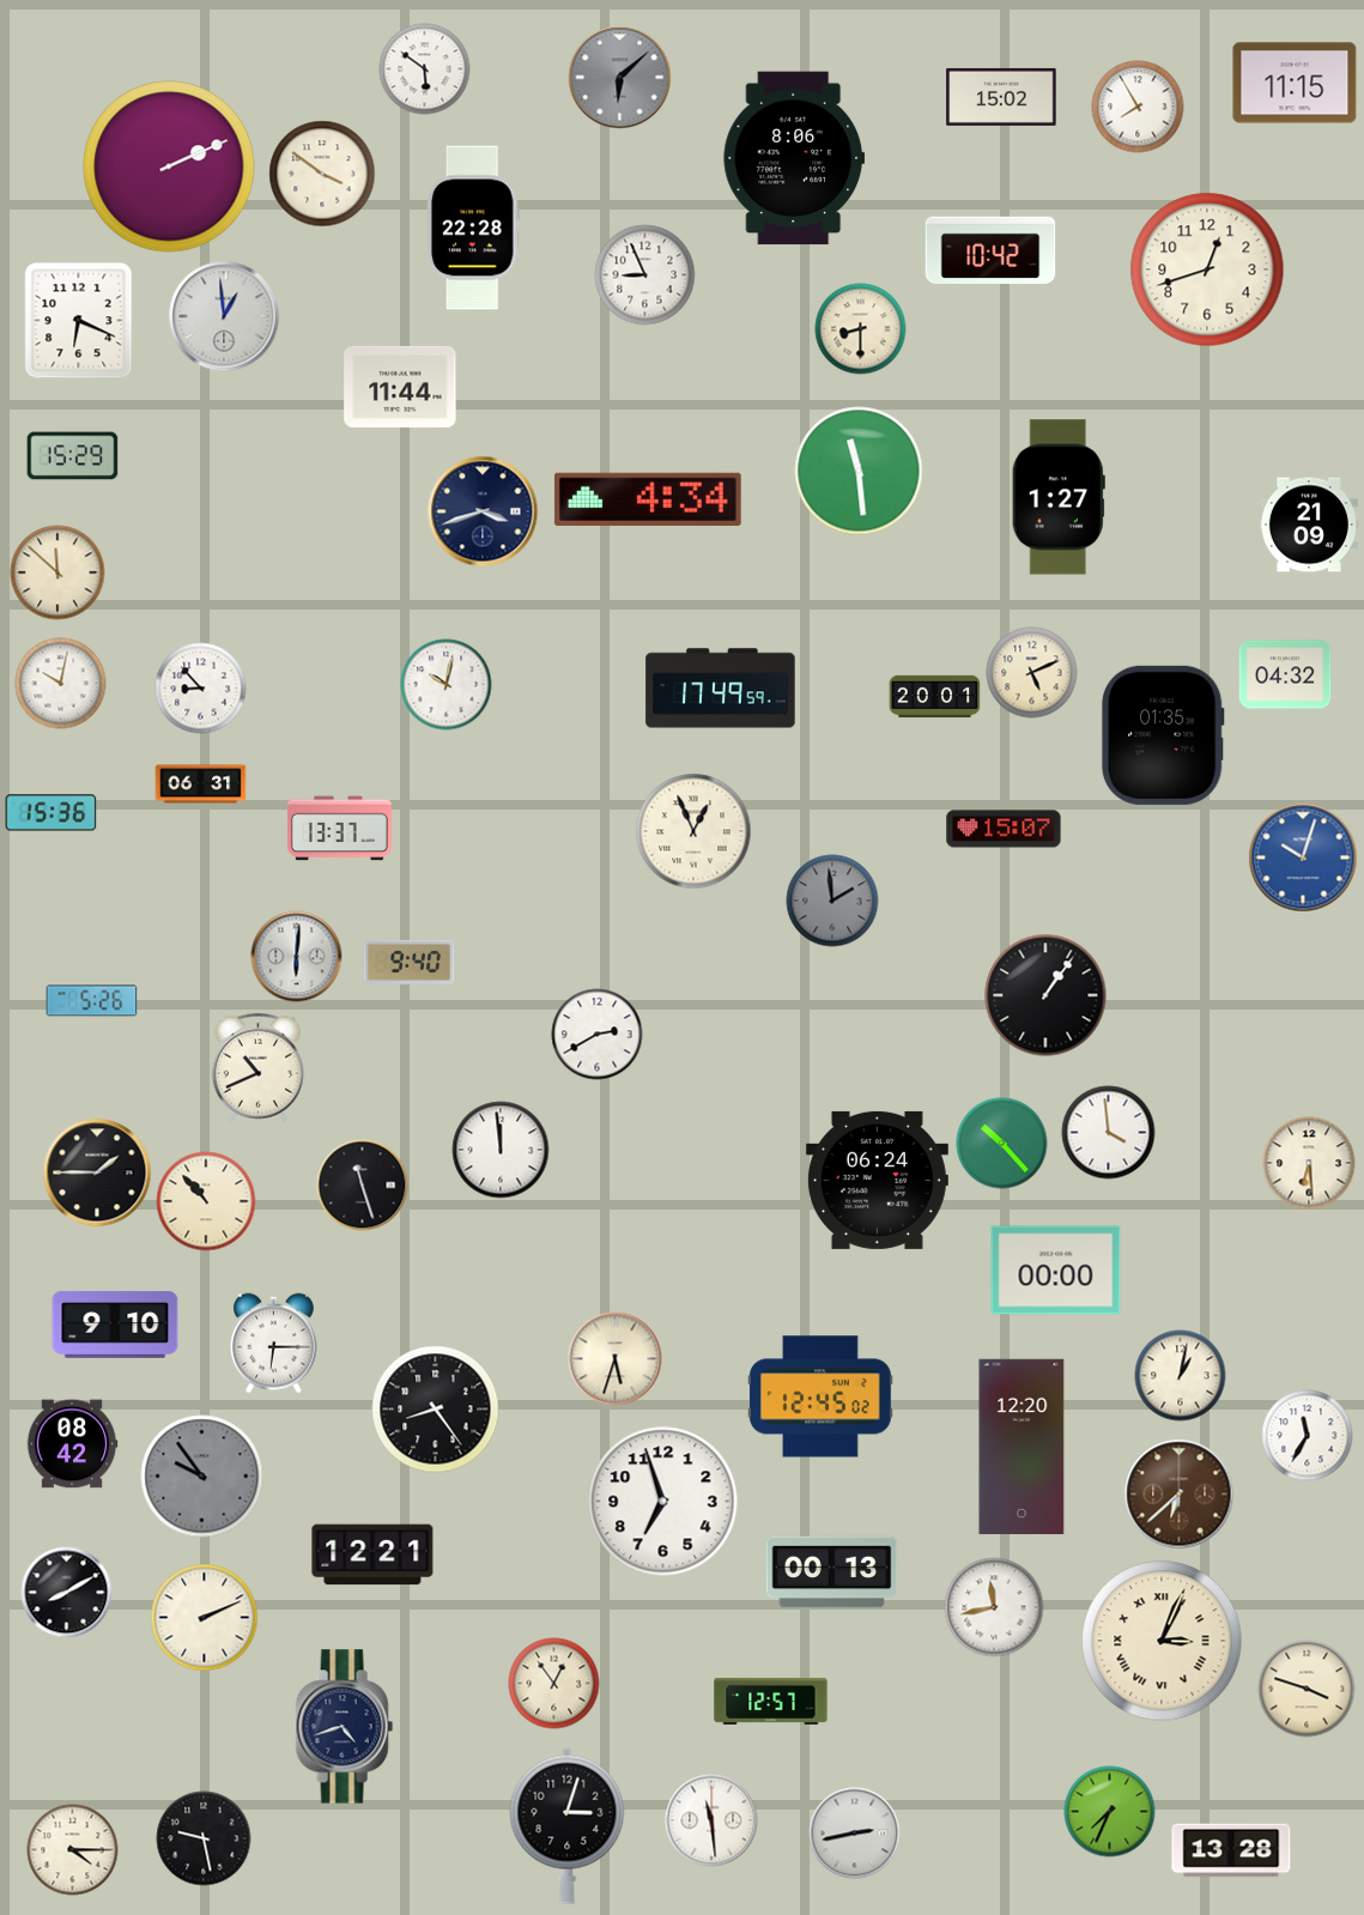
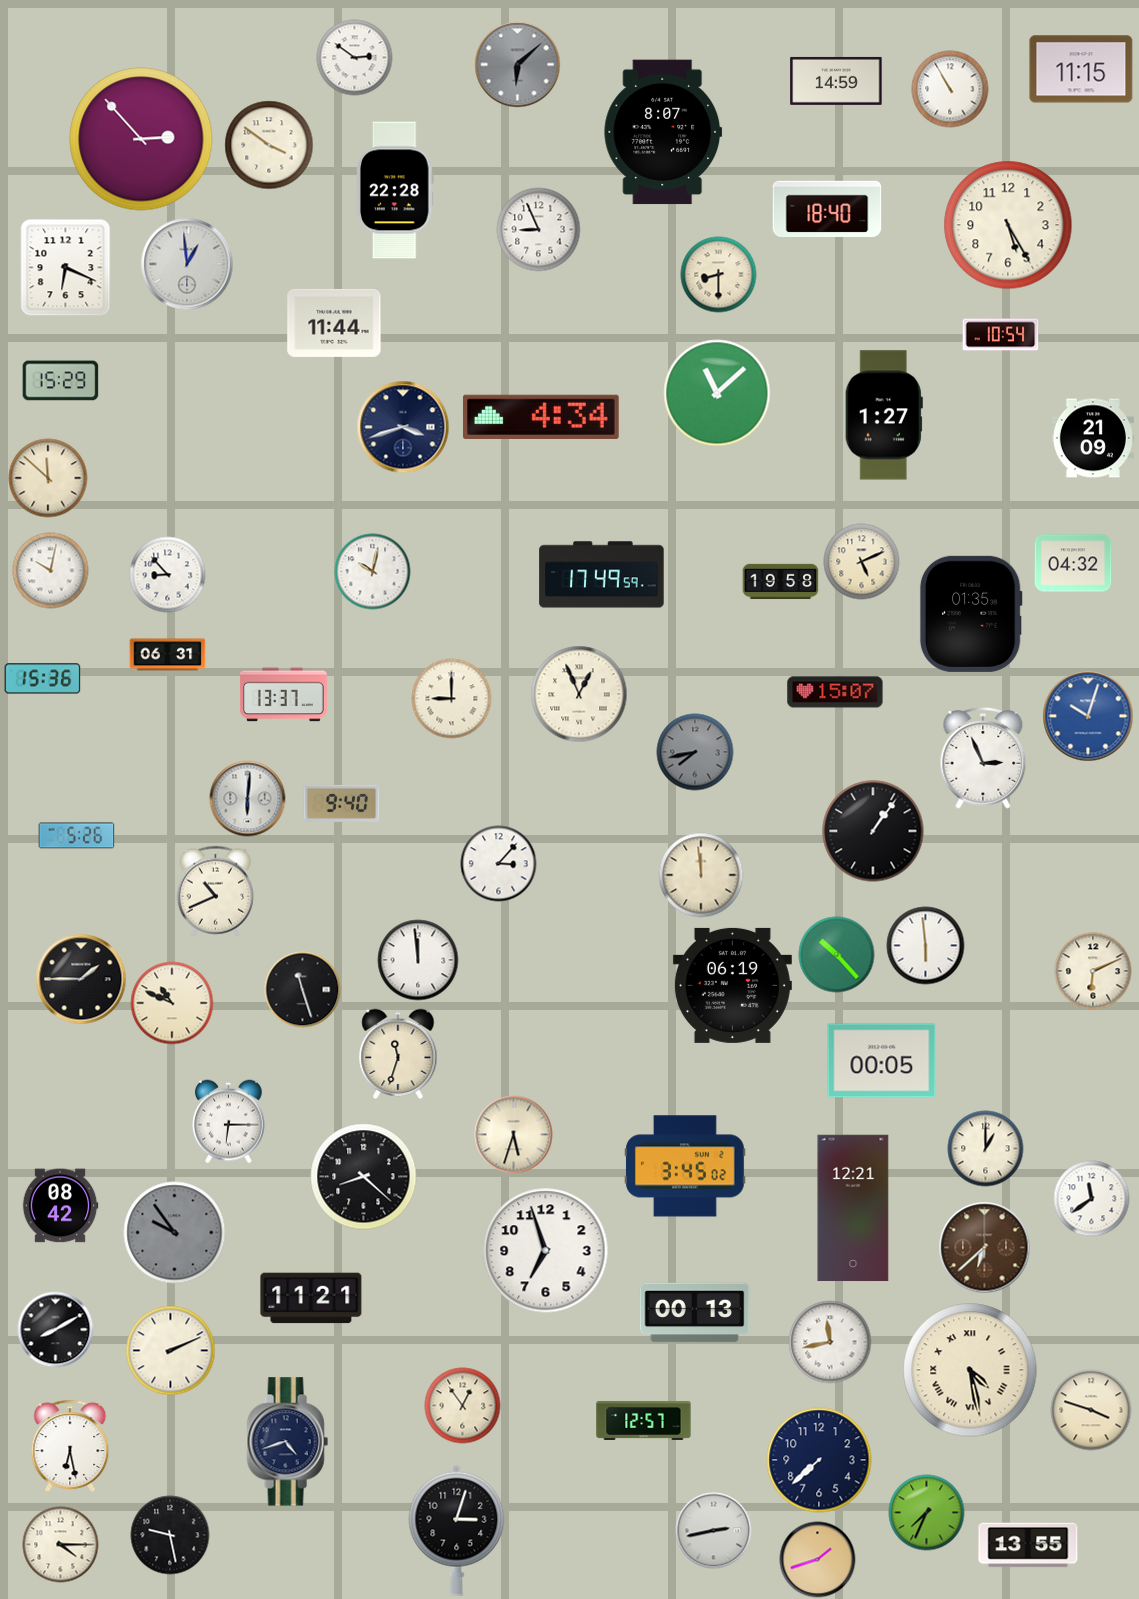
clock at (425, 69): 5:51 -> 2:51
clock at (1001, 97): 15:02 -> 14:59
clock at (1138, 107): 7:55 -> 10:55
clock at (794, 158): 8:06 -> 8:07
clock at (169, 166): 2:11 -> 2:53
clock at (990, 249): 10:42 -> 18:40
clock at (1207, 269): 12:42 -> 5:25
clock at (1001, 335): none -> 10:54
clock at (859, 471): 11:29 -> 11:08
clock at (935, 697): 20:01 -> 19:58
clock at (339, 829) position: (339, 829) -> (283, 695)
clock at (1004, 829) position: (1004, 829) -> (835, 692)
clock at (452, 699): none -> 9:00
clock at (832, 901): 1:59 -> 7:43
clock at (983, 759): none -> 2:56
clock at (598, 1035): 2:40 -> 3:07
clock at (701, 875): none -> 11:59
clock at (1109, 1133): 3:59 -> 5:59
clock at (1309, 1163): 6:29 -> 6:11
clock at (877, 1180): 06:24 -> 06:19
clock at (206, 1201): 10:53 -> 10:49
clock at (398, 1053): none -> 11:33
clock at (1056, 1271): 00:00 -> 00:05
clock at (115, 1325): 9:10 -> none
clock at (1181, 1376): 1:02 -> 1:00
clock at (822, 1396): 12:45 -> 3:45
clock at (436, 1410): 8:24 -> 8:22
clock at (1308, 1436): 11:35 -> 11:39
clock at (1022, 1447): 12:20 -> 12:21
clock at (202, 1477) position: (202, 1477) -> (175, 1233)
clock at (663, 1502) position: (663, 1502) -> (546, 1251)
clock at (372, 1555): 12:21 -> 11:21
clock at (1162, 1641): 3:04 -> 4:28
clock at (70, 1446): none -> 6:28
clock at (819, 1460): none -> 7:38
clock at (711, 1820): 11:29 -> none
clock at (568, 1825) position: (568, 1825) -> (457, 1530)
clock at (1231, 1850): 13:28 -> 13:55
clock at (818, 1560): none -> 1:42
